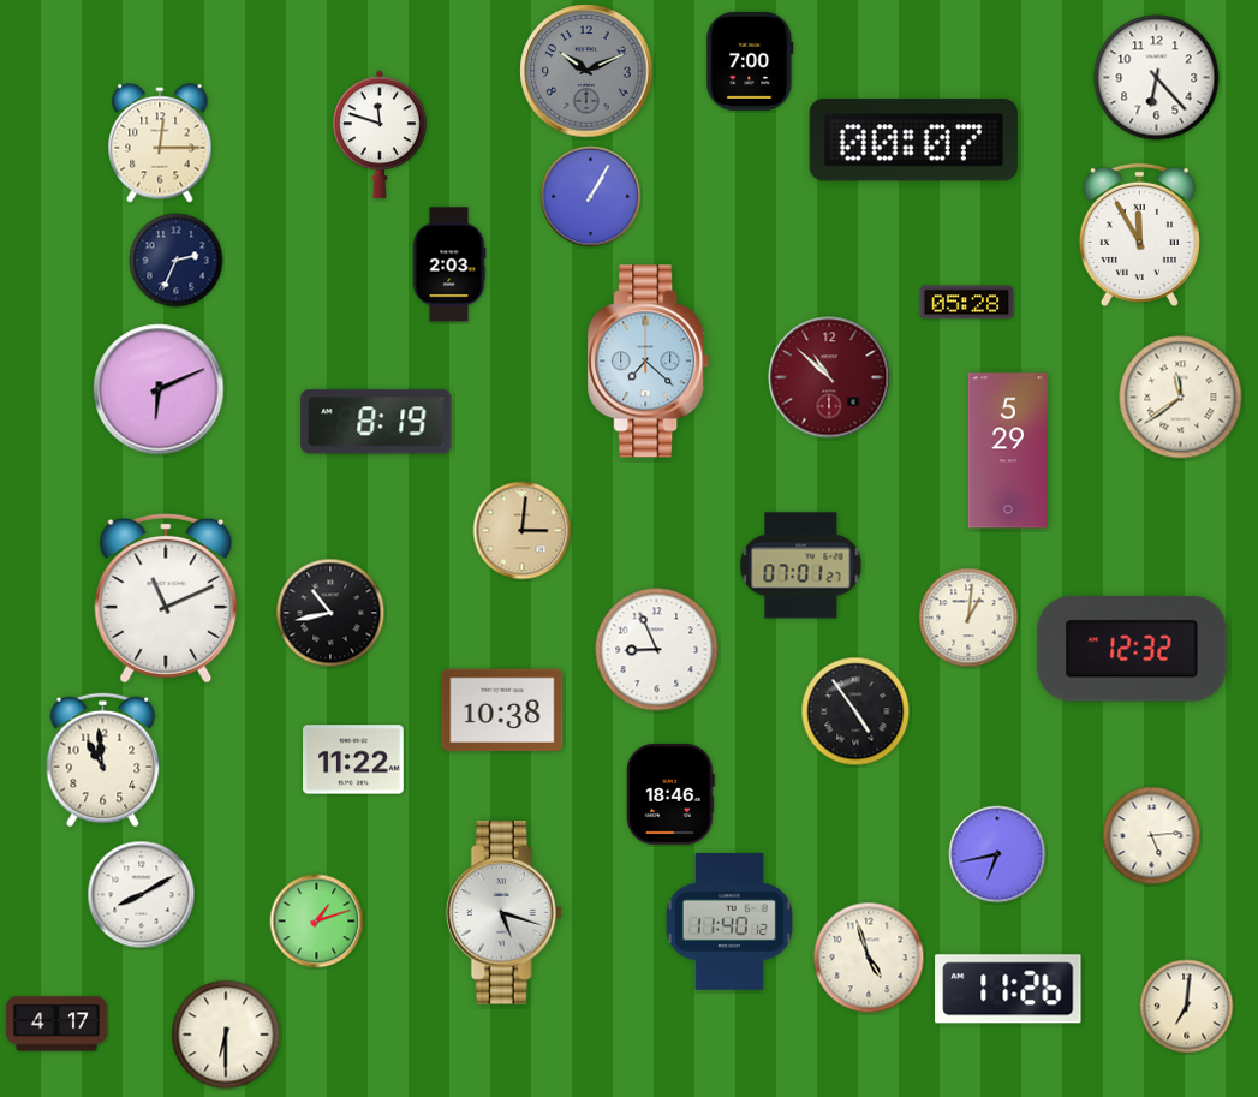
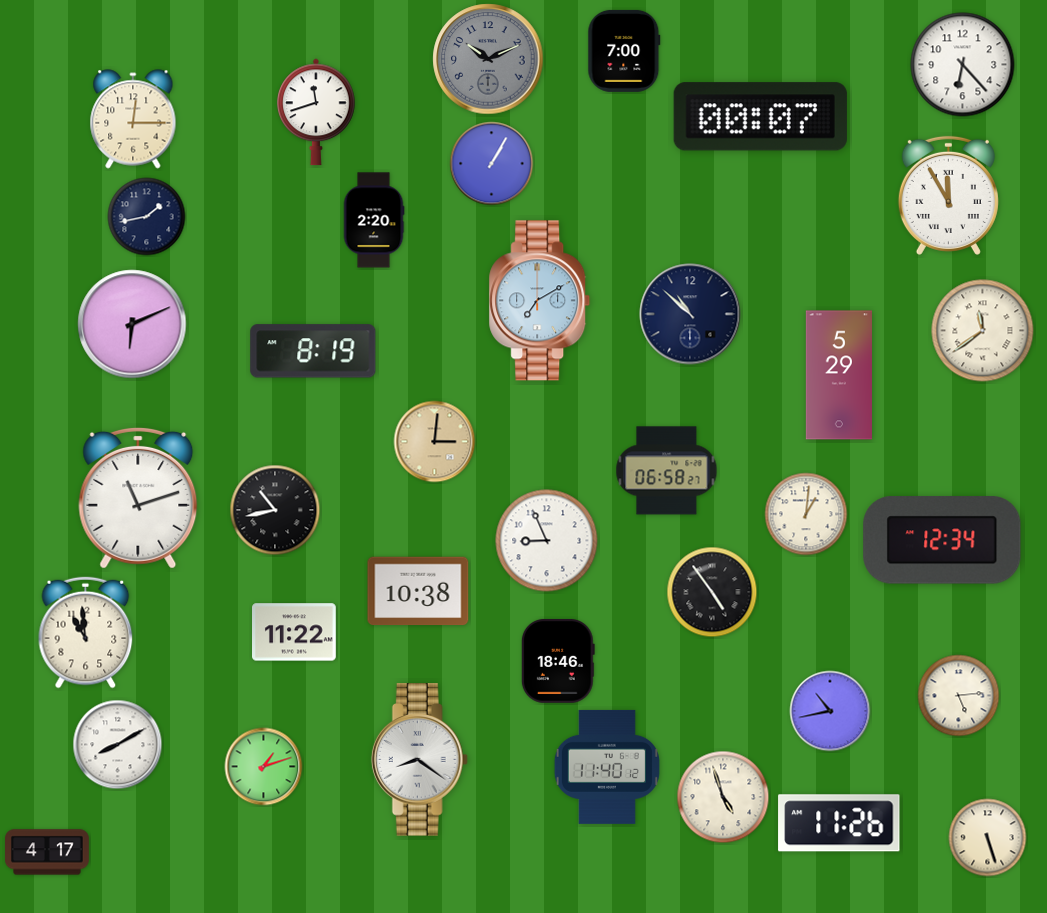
clock at (380, 135): 11:48 -> 11:42
clock at (177, 261): 2:34 -> 1:43
clock at (449, 264): 2:03 -> 2:20
clock at (966, 303): 05:28 -> none
clock at (649, 362): 7:22 -> 7:10
clock at (829, 377) dial: burgundy -> navy
clock at (801, 566): 07:01 -> 06:58
clock at (166, 598): 11:11 -> 11:12
clock at (1132, 649): 12:32 -> 12:34
clock at (997, 854): 6:43 -> 10:43
clock at (503, 913): 5:18 -> 8:21
clock at (1187, 1007): 7:01 -> 5:27
clock at (226, 1035): 6:30 -> none
